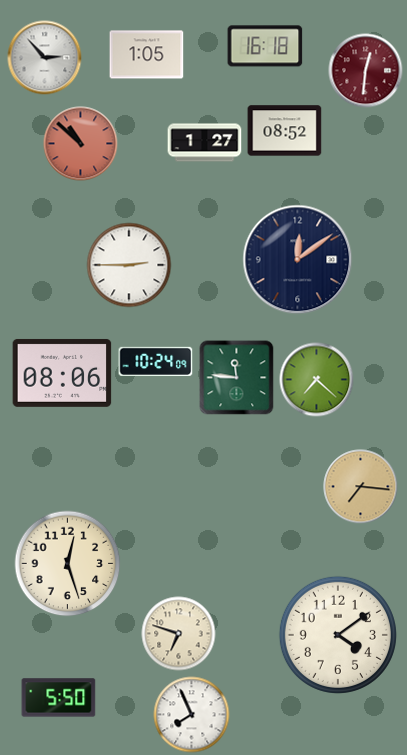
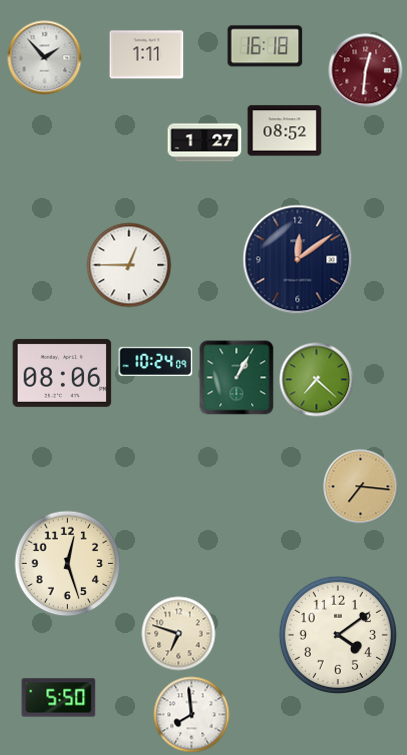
clock at (147, 55): 1:05 -> 1:11
clock at (45, 58): 2:53 -> 1:53
clock at (81, 144): 10:52 -> none
clock at (129, 265): 2:45 -> 12:45
clock at (237, 378): 11:46 -> 1:05
clock at (192, 715): 7:56 -> 7:59
